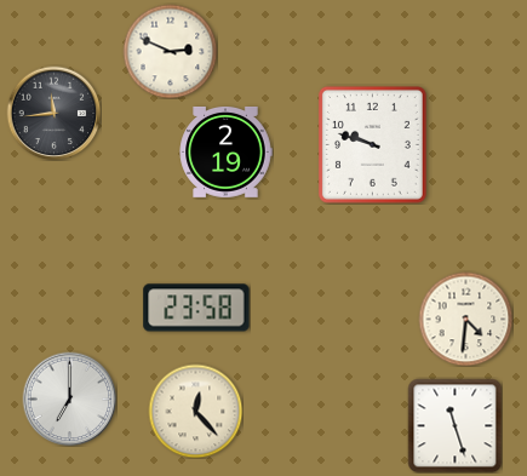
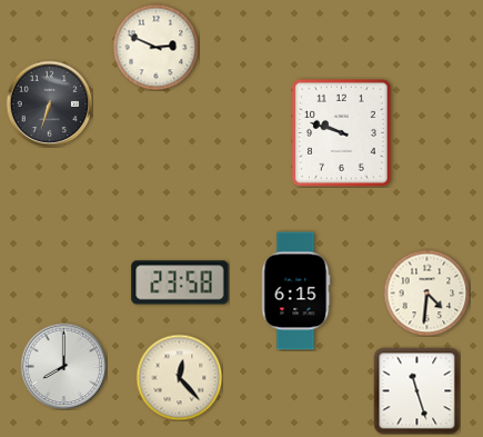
clock at (53, 113): 11:44 -> 6:33
clock at (225, 151): 2:19 -> none
clock at (295, 291): none -> 6:15
clock at (69, 398): 7:00 -> 8:00
